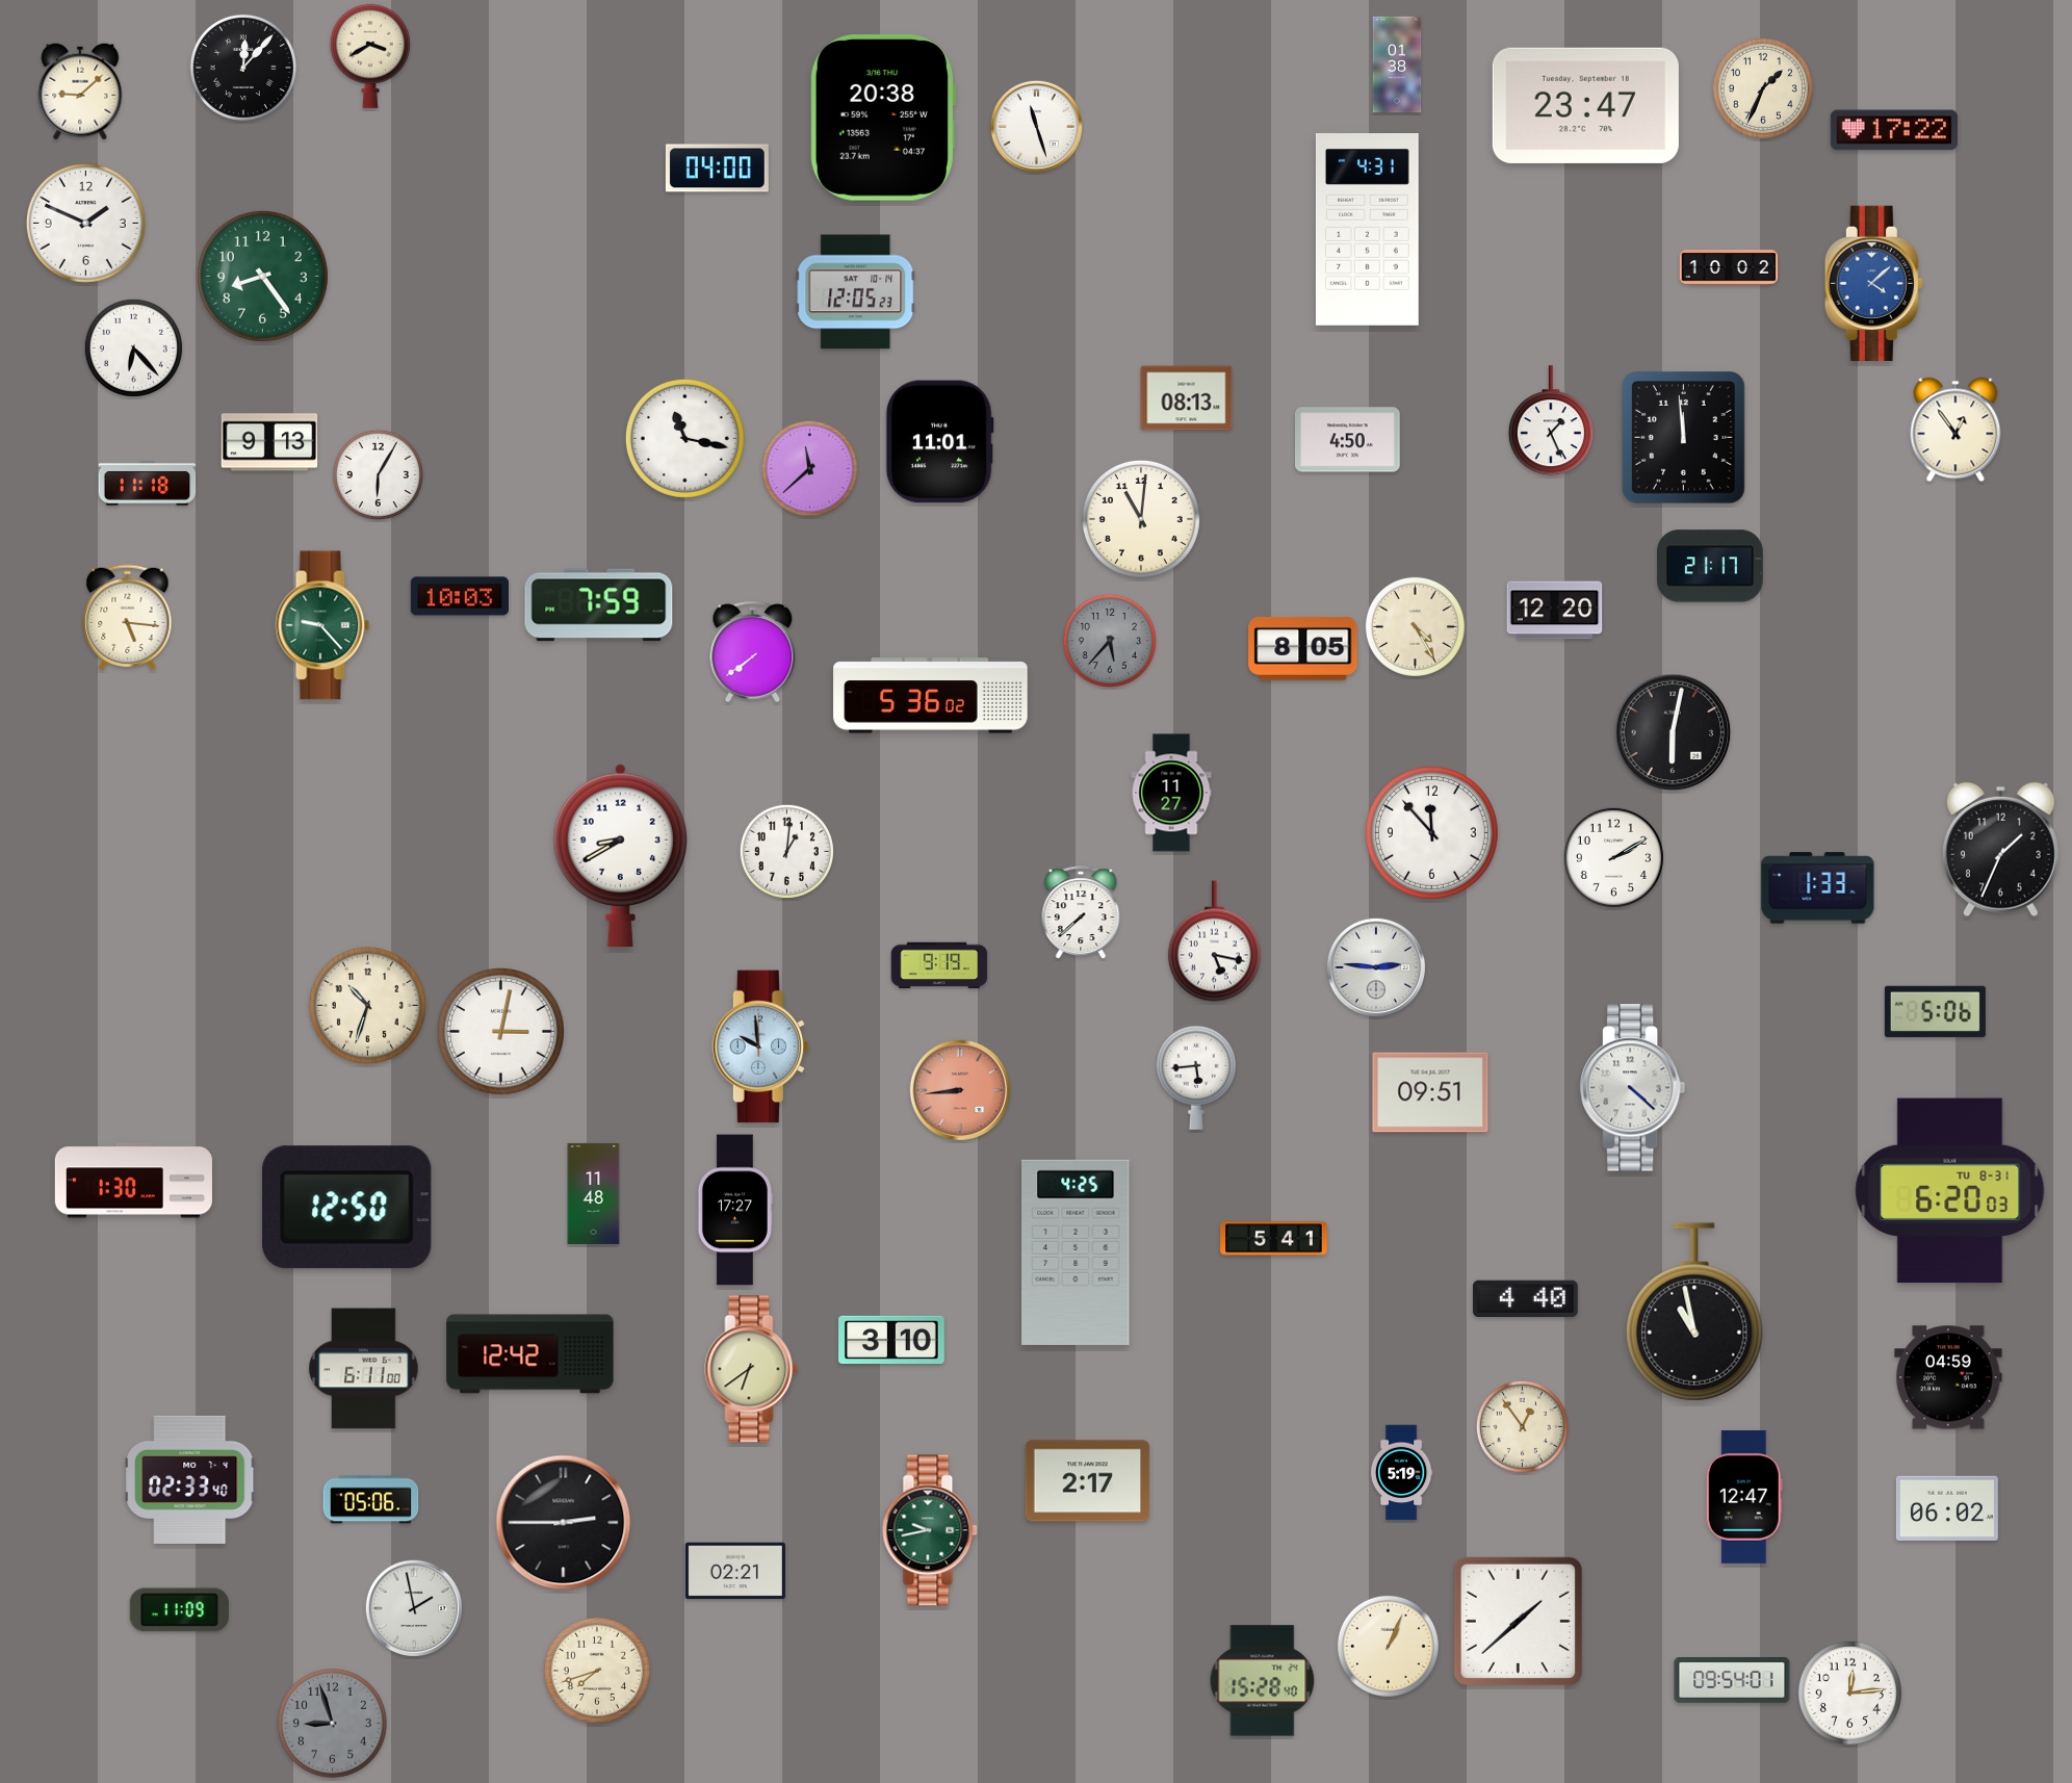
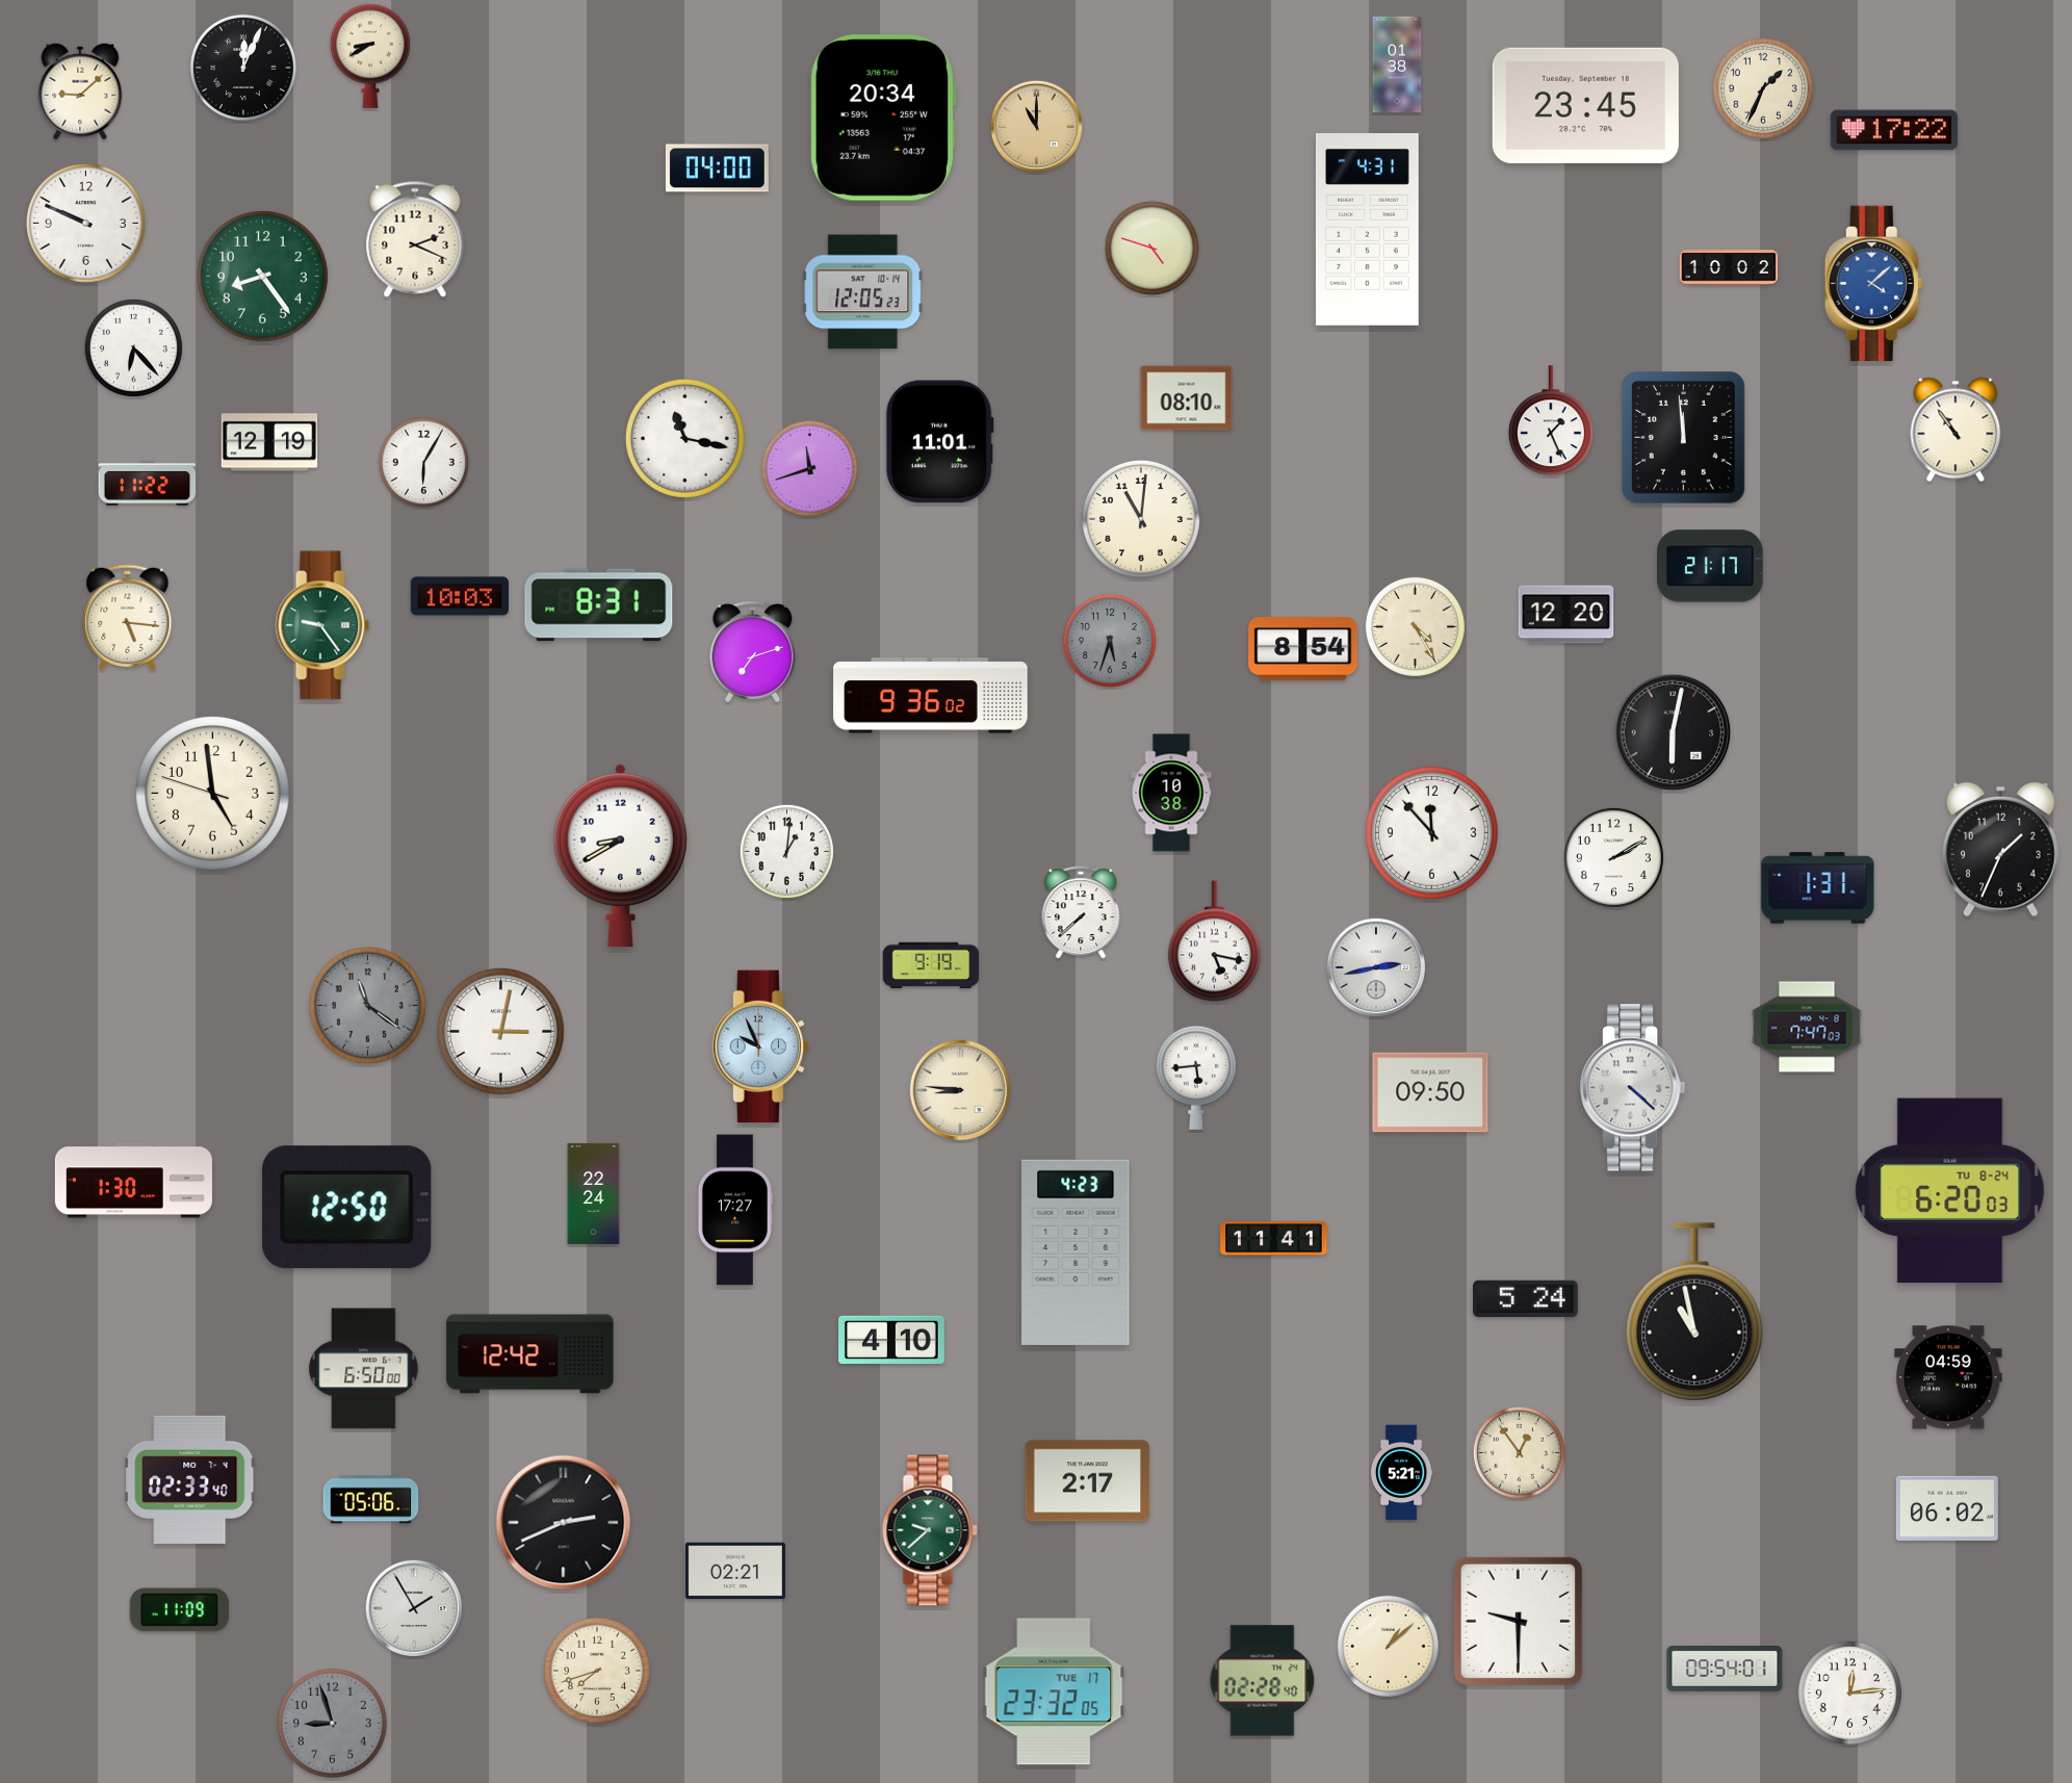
clock at (370, 56): 3:40 -> 8:40
clock at (243, 68): 12:07 -> 12:04
clock at (1585, 105): 23:47 -> 23:45
clock at (883, 118): 20:38 -> 20:34
clock at (1036, 126): 11:27 -> 11:00
clock at (1036, 126) dial: white -> champagne
clock at (85, 223): 1:49 -> 9:49
clock at (415, 239): none -> 2:19
clock at (1151, 248): none -> 4:48
clock at (856, 292) position: (856, 292) -> (863, 292)
clock at (1187, 398): 08:13 -> 08:10
clock at (1956, 430): 12:54 -> 10:54
clock at (1348, 440): 4:50 -> none
clock at (269, 442): 9:13 -> 12:19
clock at (809, 468): 11:38 -> 11:42
clock at (378, 474) position: (378, 474) -> (423, 462)
clock at (148, 484): 11:18 -> 11:22
clock at (599, 605): 7:59 -> 8:31
clock at (1555, 611) position: (1555, 611) -> (1566, 615)
clock at (322, 625): 9:23 -> 9:24
clock at (1110, 641): 5:37 -> 5:33
clock at (1303, 648): 8:05 -> 8:54
clock at (753, 652): 7:39 -> 7:12
clock at (931, 696): 5:36 -> 9:36
clock at (1171, 793): 11:27 -> 10:38
clock at (213, 794): none -> 4:58
clock at (1818, 888): 1:33 -> 1:31
clock at (939, 965) position: (939, 965) -> (931, 965)
clock at (1375, 966): 2:46 -> 2:43
clock at (367, 1005): 10:33 -> 11:21
clock at (367, 1005) dial: cream -> grey
clock at (1935, 1011): 5:06 -> none
clock at (1807, 1027): none -> 7:47
clock at (759, 1046): 9:59 -> 9:56
clock at (959, 1089): 8:44 -> 8:46
clock at (959, 1089) dial: salmon -> cream
clock at (1430, 1092): 09:51 -> 09:50
clock at (1950, 1191) date: TU 8-31 -> TU 8-24
clock at (594, 1193): 11:48 -> 22:24
clock at (1274, 1239): 5:41 -> 11:41
clock at (1076, 1252): 4:25 -> 4:23
clock at (1526, 1299): 4:40 -> 5:24
clock at (891, 1339): 3:10 -> 4:10
clock at (364, 1369): 6:11 -> 6:50
clock at (751, 1369): 6:39 -> none
clock at (1522, 1426) position: (1522, 1426) -> (1519, 1452)
clock at (1401, 1473): 5:19 -> 5:21
clock at (1744, 1497): 12:47 -> none
clock at (564, 1523): 2:45 -> 2:41
clock at (930, 1530): 9:43 -> 9:38
clock at (413, 1607): 1:58 -> 1:55
clock at (1518, 1621): 1:38 -> 9:30
clock at (1388, 1646): 1:04 -> 1:08
clock at (1732, 1680) position: (1732, 1680) -> (1725, 1669)
clock at (1263, 1681): 15:28 -> 02:28
clock at (1054, 1691): none -> 23:32
